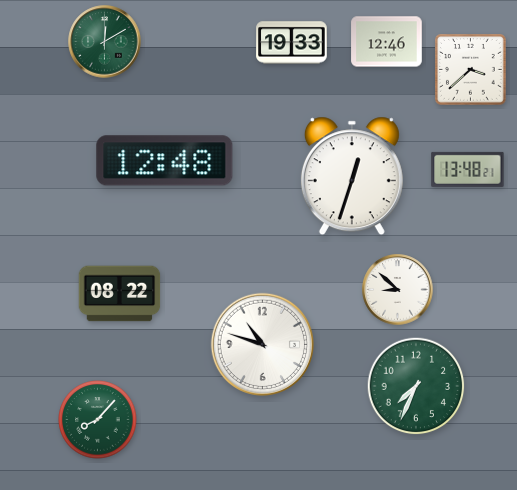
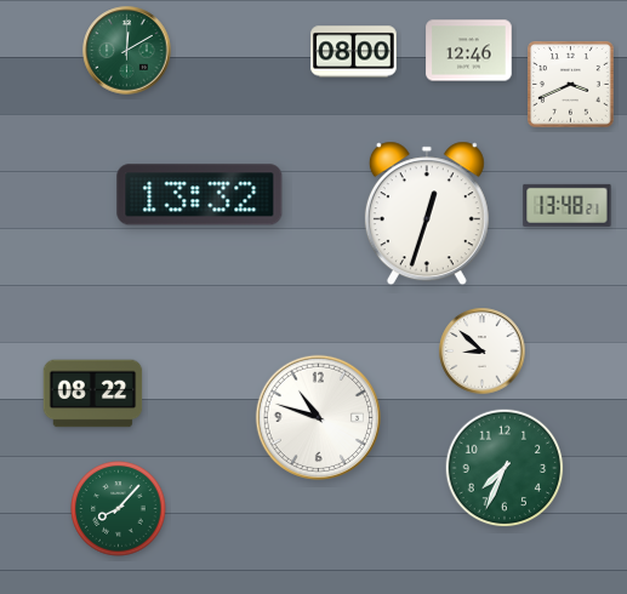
clock at (292, 43): 19:33 -> 08:00
clock at (471, 70): 3:38 -> 3:41
clock at (165, 161): 12:48 -> 13:32
clock at (120, 294) position: (120, 294) -> (93, 394)
